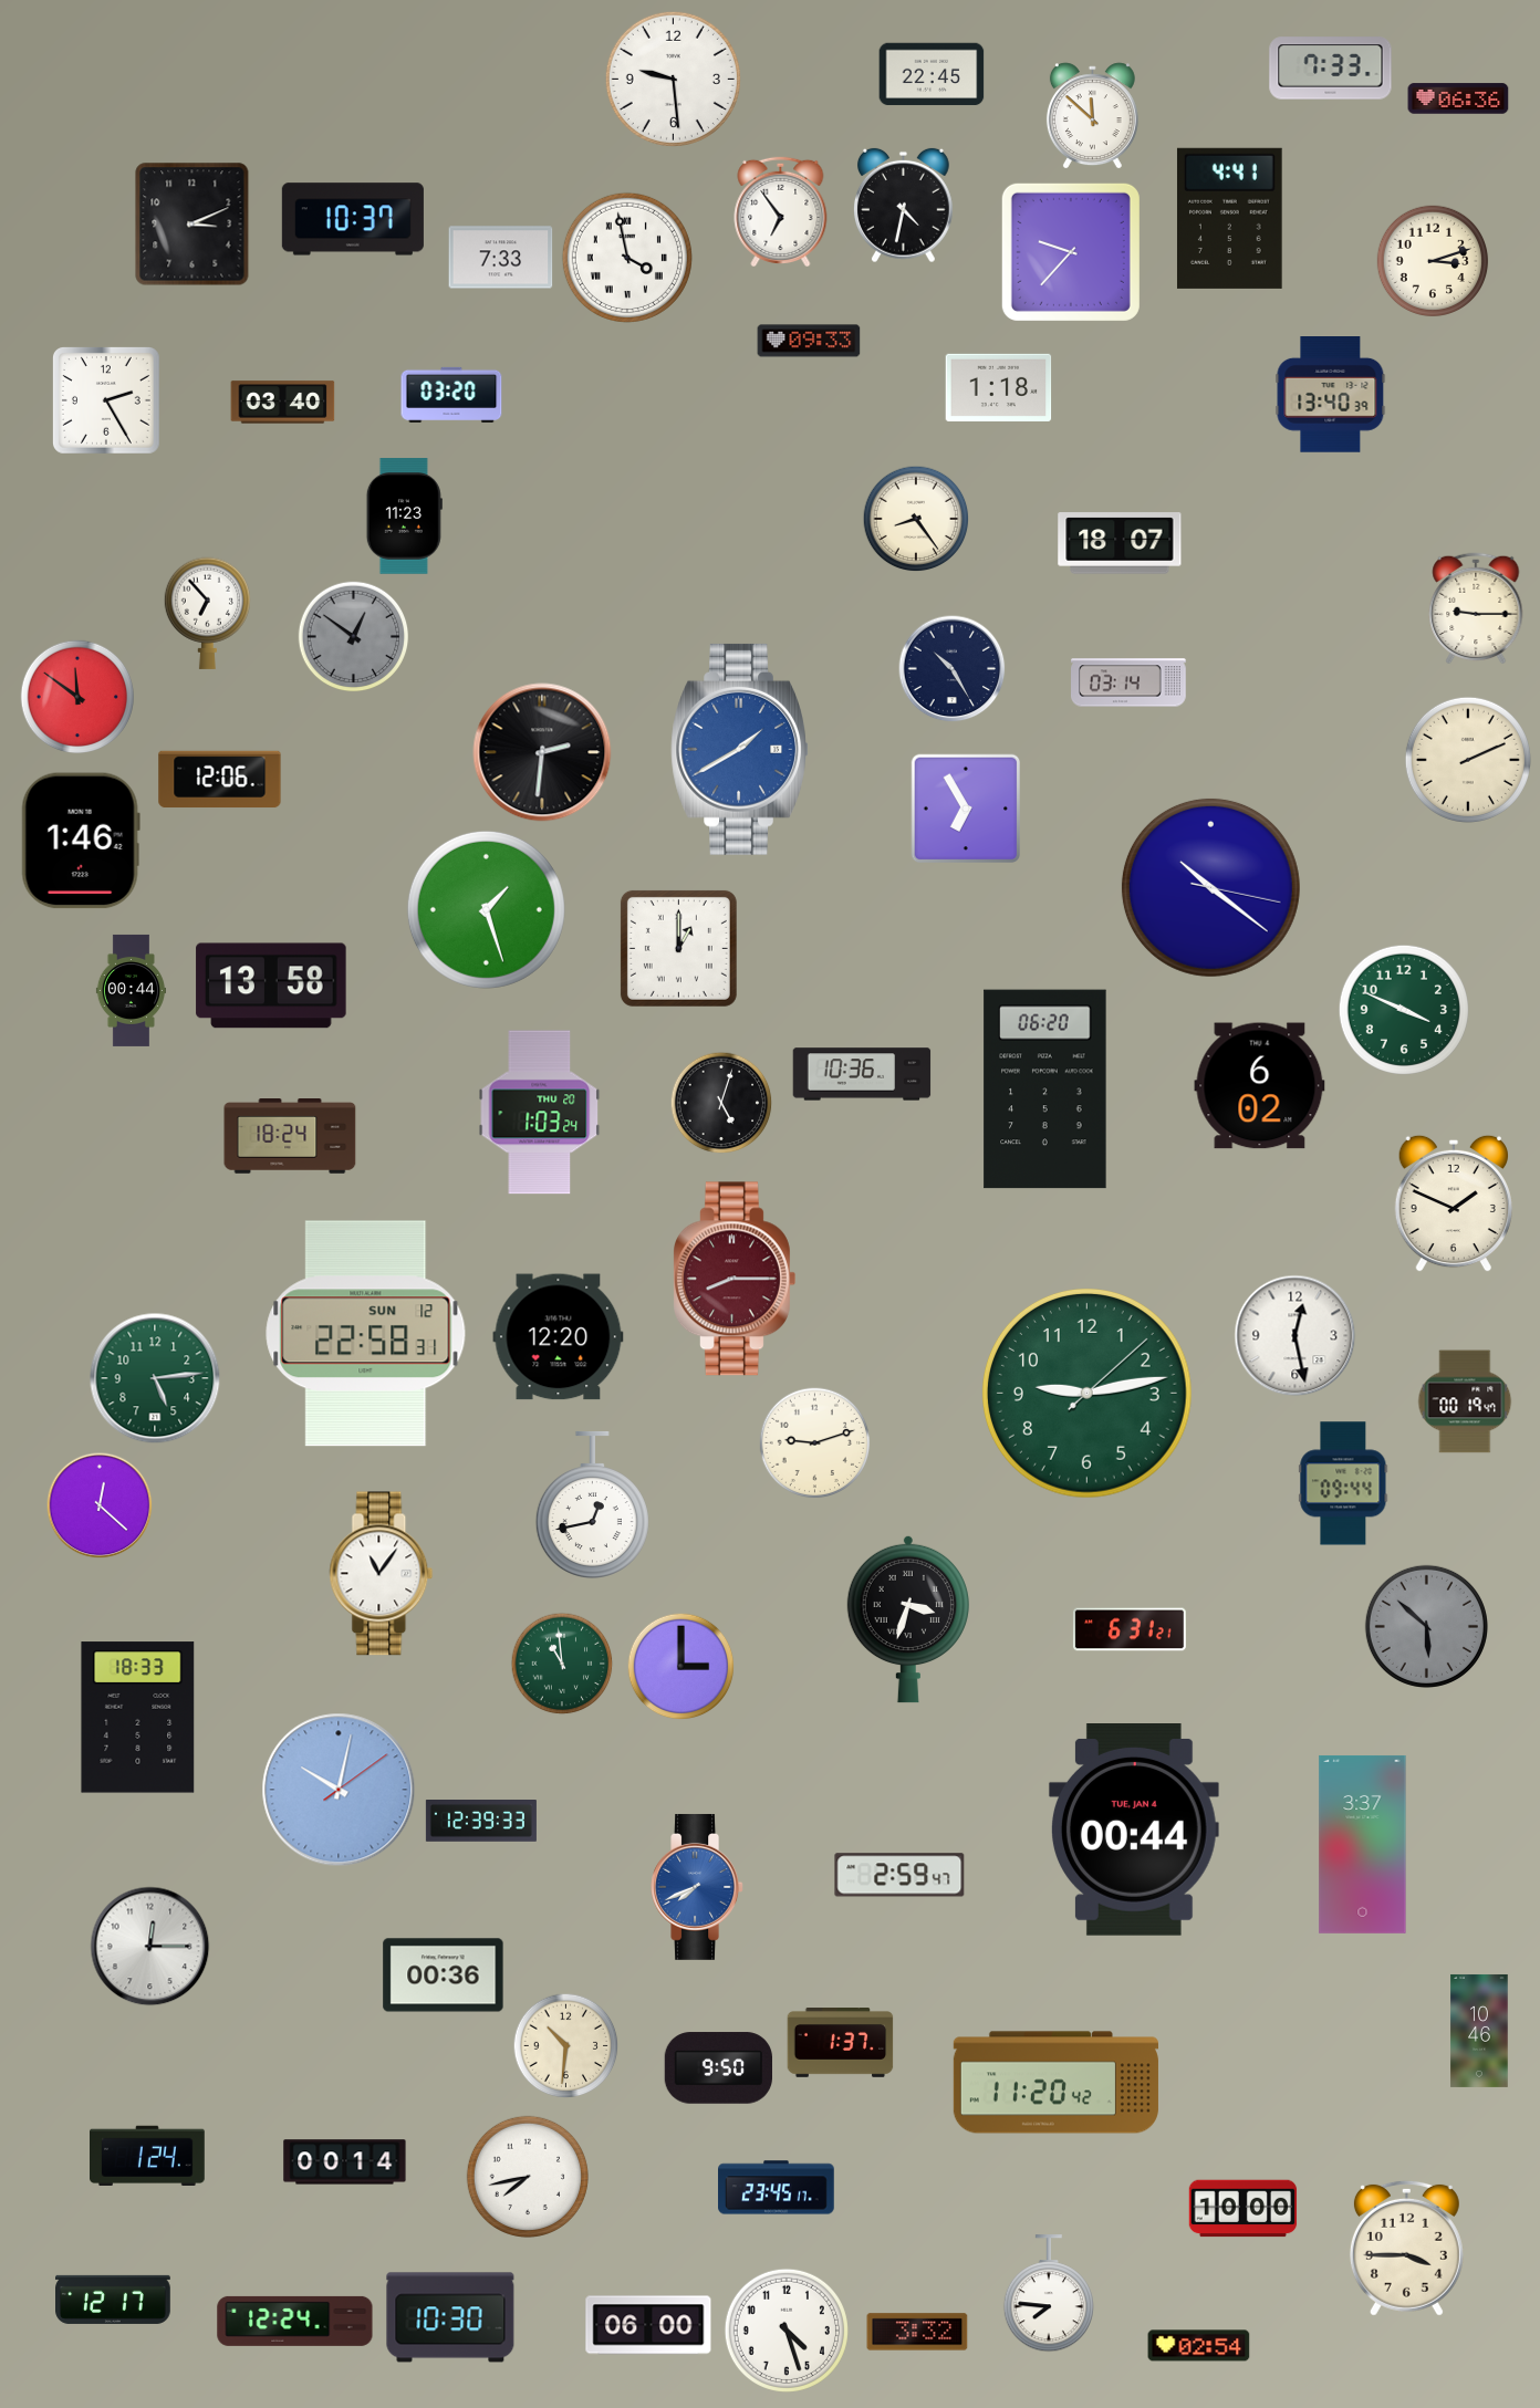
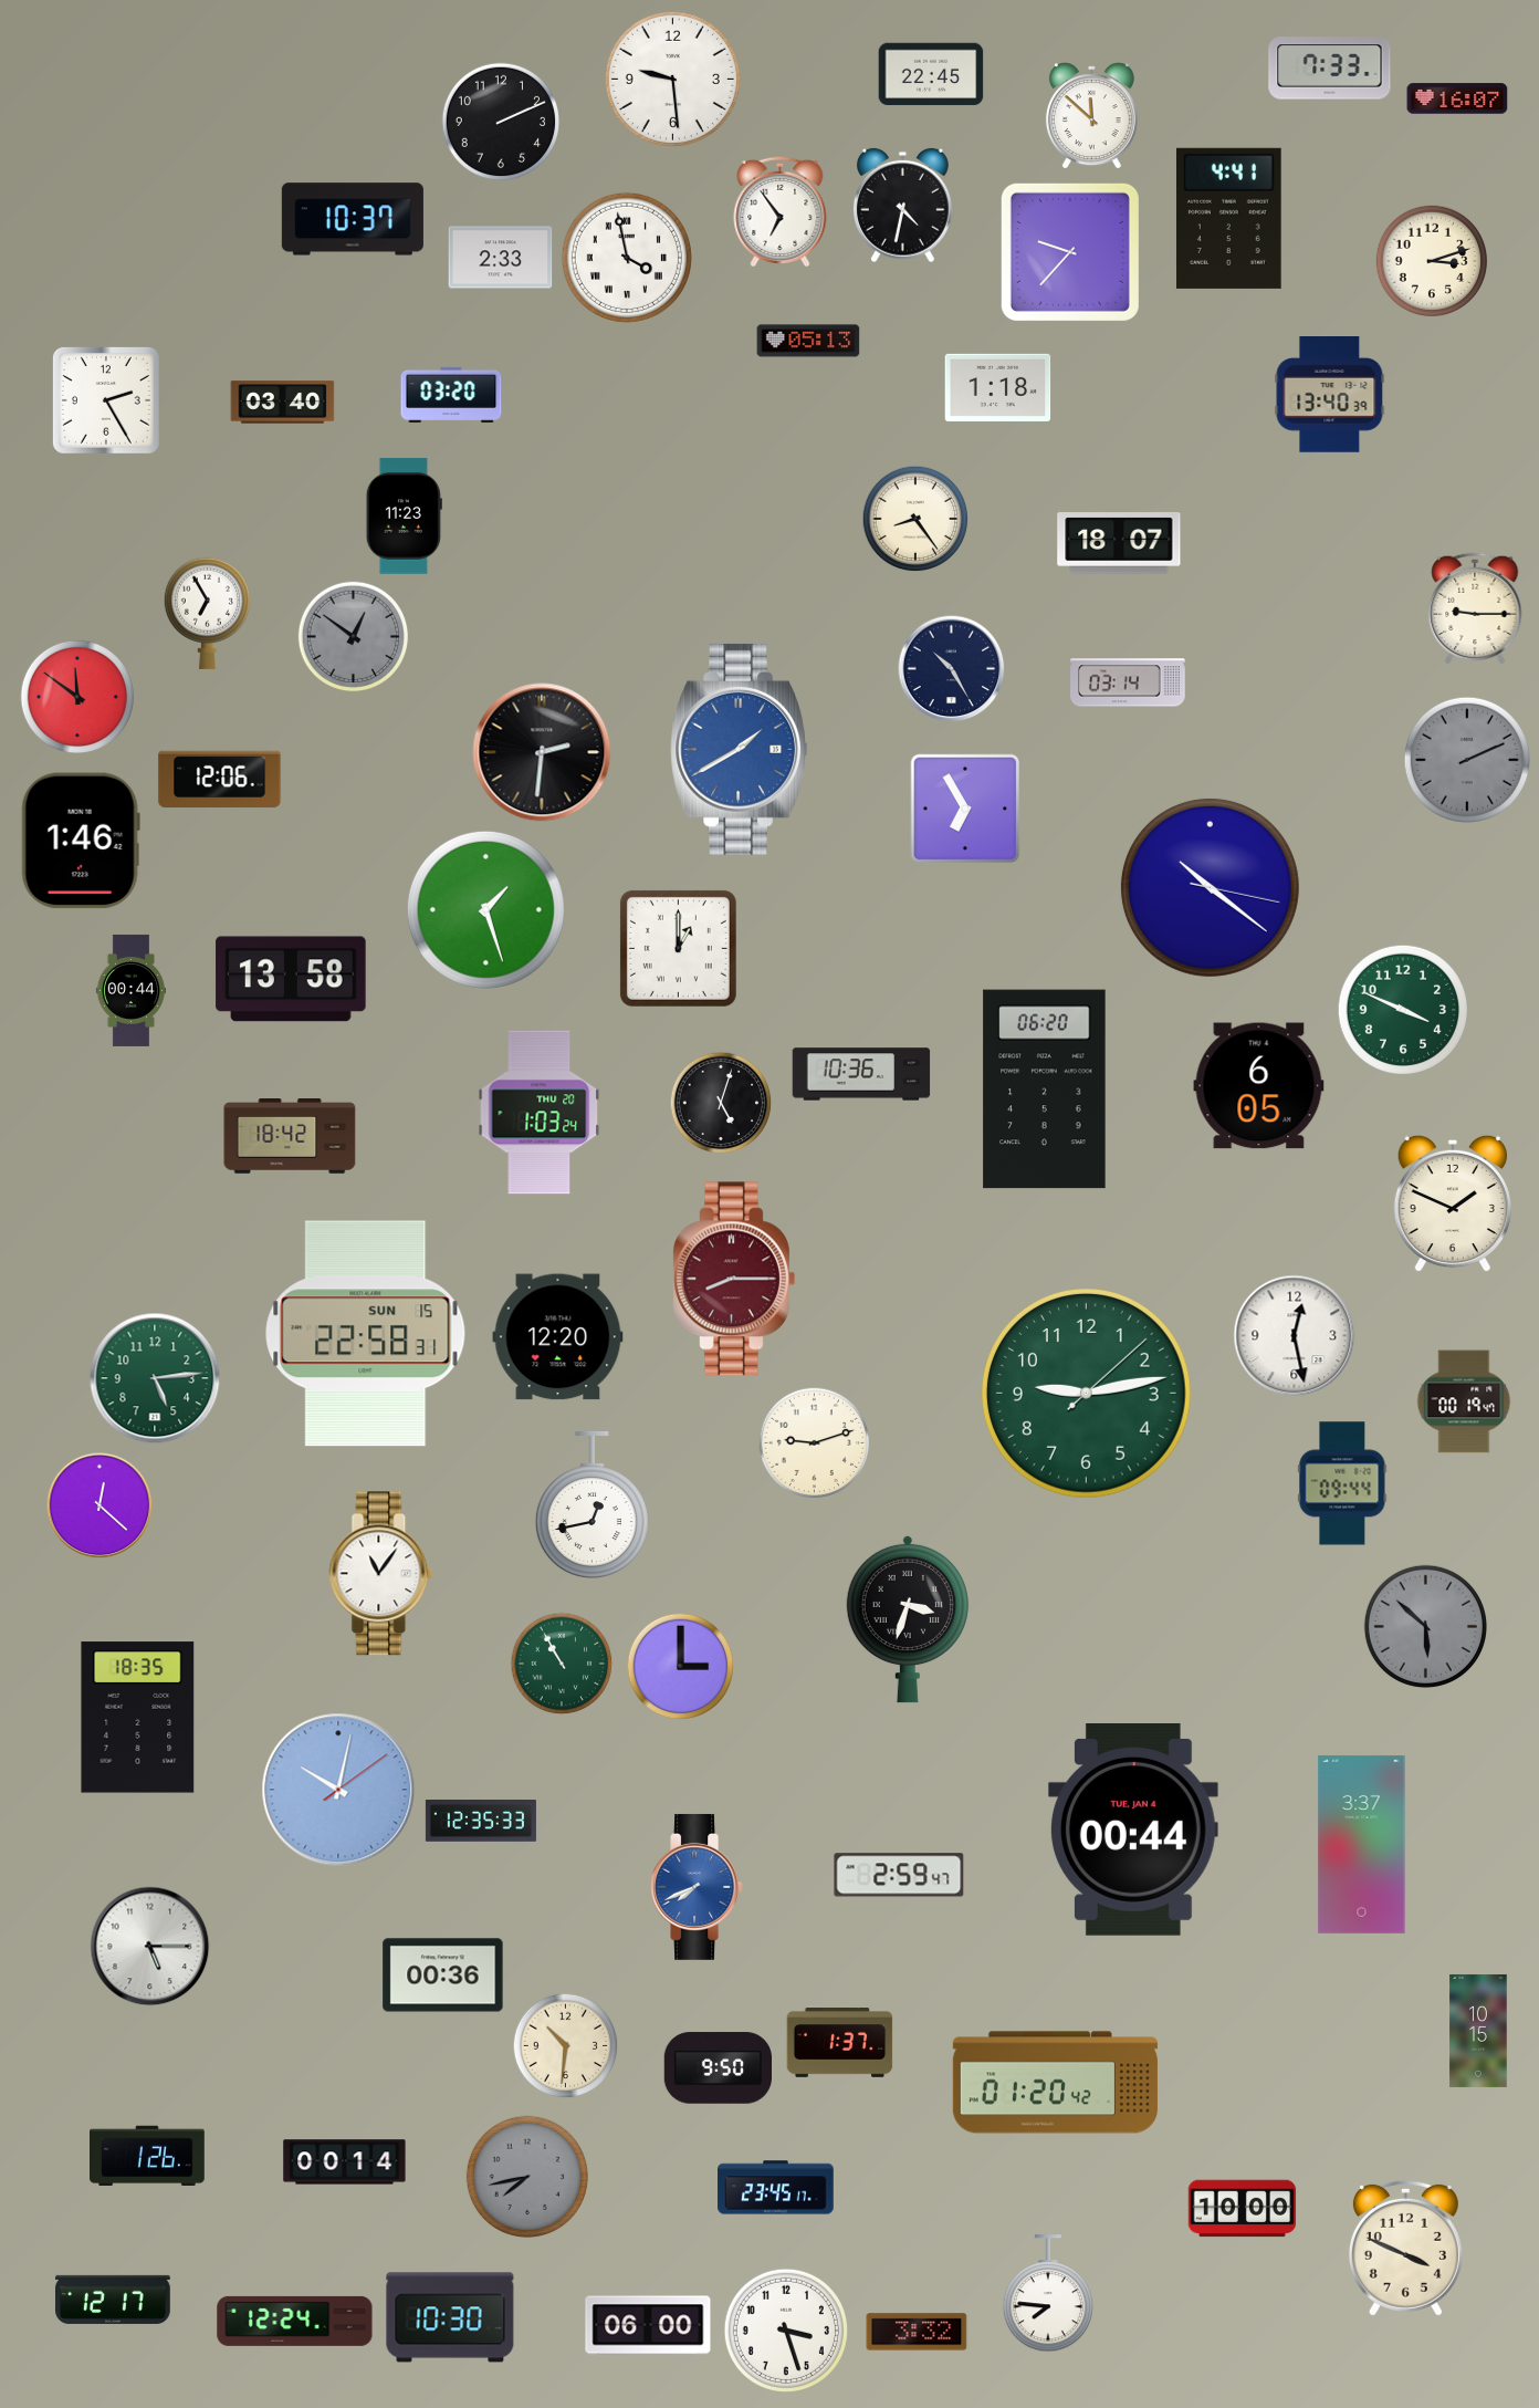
clock at (1458, 98): 06:36 -> 16:07
clock at (500, 121): none -> 2:11
clock at (192, 225): 3:11 -> none
clock at (501, 258): 7:33 -> 2:33
clock at (809, 341): 09:33 -> 05:13
clock at (207, 613): 6:53 -> 6:55
clock at (1468, 760) dial: cream -> grey
clock at (271, 986) position: (271, 986) -> (291, 979)
clock at (1260, 1086): 6:02 -> 6:05
clock at (290, 1137): 18:24 -> 18:42
clock at (366, 1334) date: SUN 12 -> SUN 15
clock at (1130, 1629): 6:31 -> none
clock at (562, 1664): 10:59 -> 10:55
clock at (138, 1718): 18:33 -> 18:35
clock at (481, 1822): 12:39 -> 12:35
clock at (150, 1947): 12:15 -> 5:15
clock at (1479, 2031): 10:46 -> 10:15
clock at (1055, 2083): 11:20 -> 01:20
clock at (148, 2155): 1:24 -> 1:26
clock at (528, 2177) dial: white -> grey
clock at (1406, 2248): 3:45 -> 3:49
clock at (787, 2331): 4:27 -> 3:27
clock at (1199, 2346): 02:54 -> none
